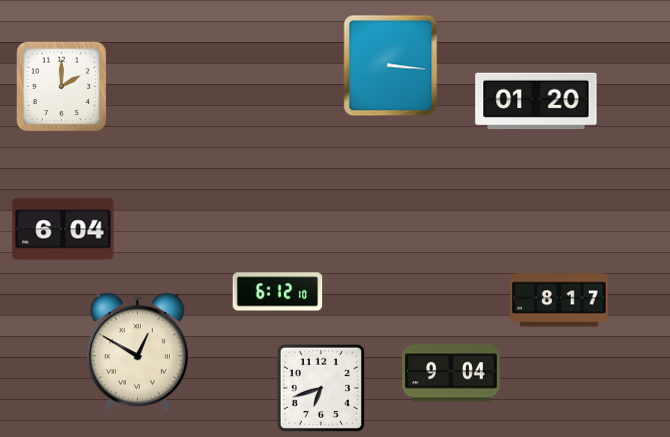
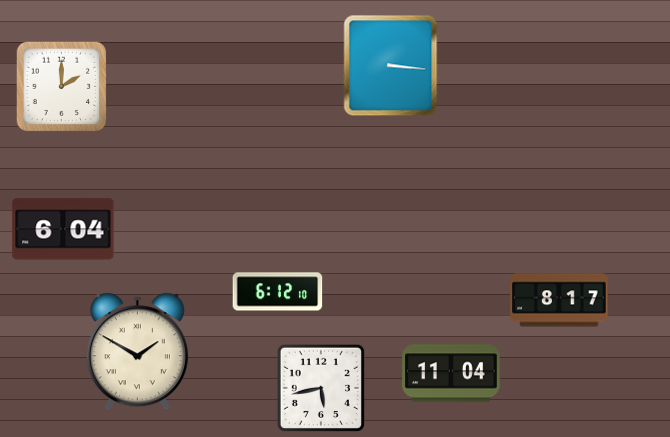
clock at (536, 101): 01:20 -> none
clock at (137, 352): 12:50 -> 1:50
clock at (451, 373): 9:04 -> 11:04
clock at (321, 388): 6:42 -> 5:43
